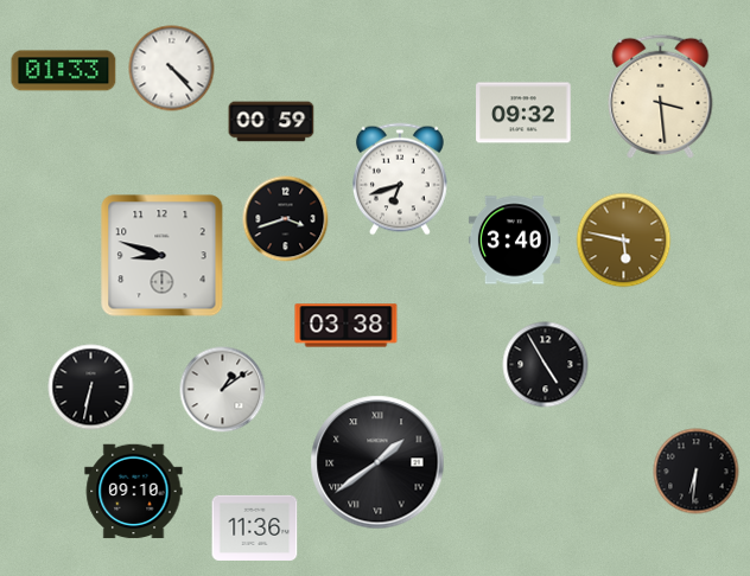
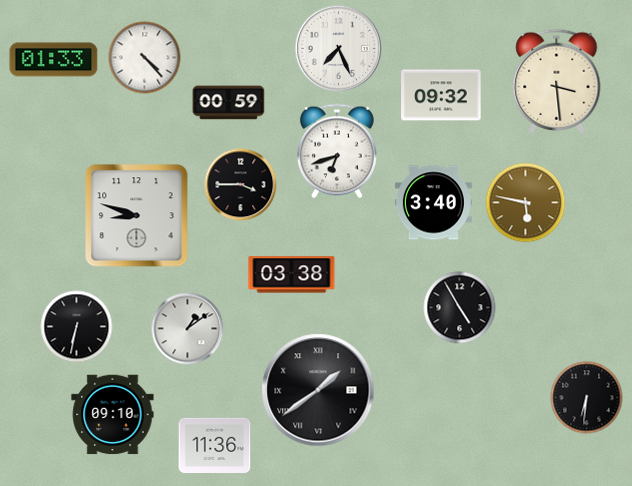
clock at (339, 49): none -> 7:26
clock at (286, 219): 3:42 -> 3:45
